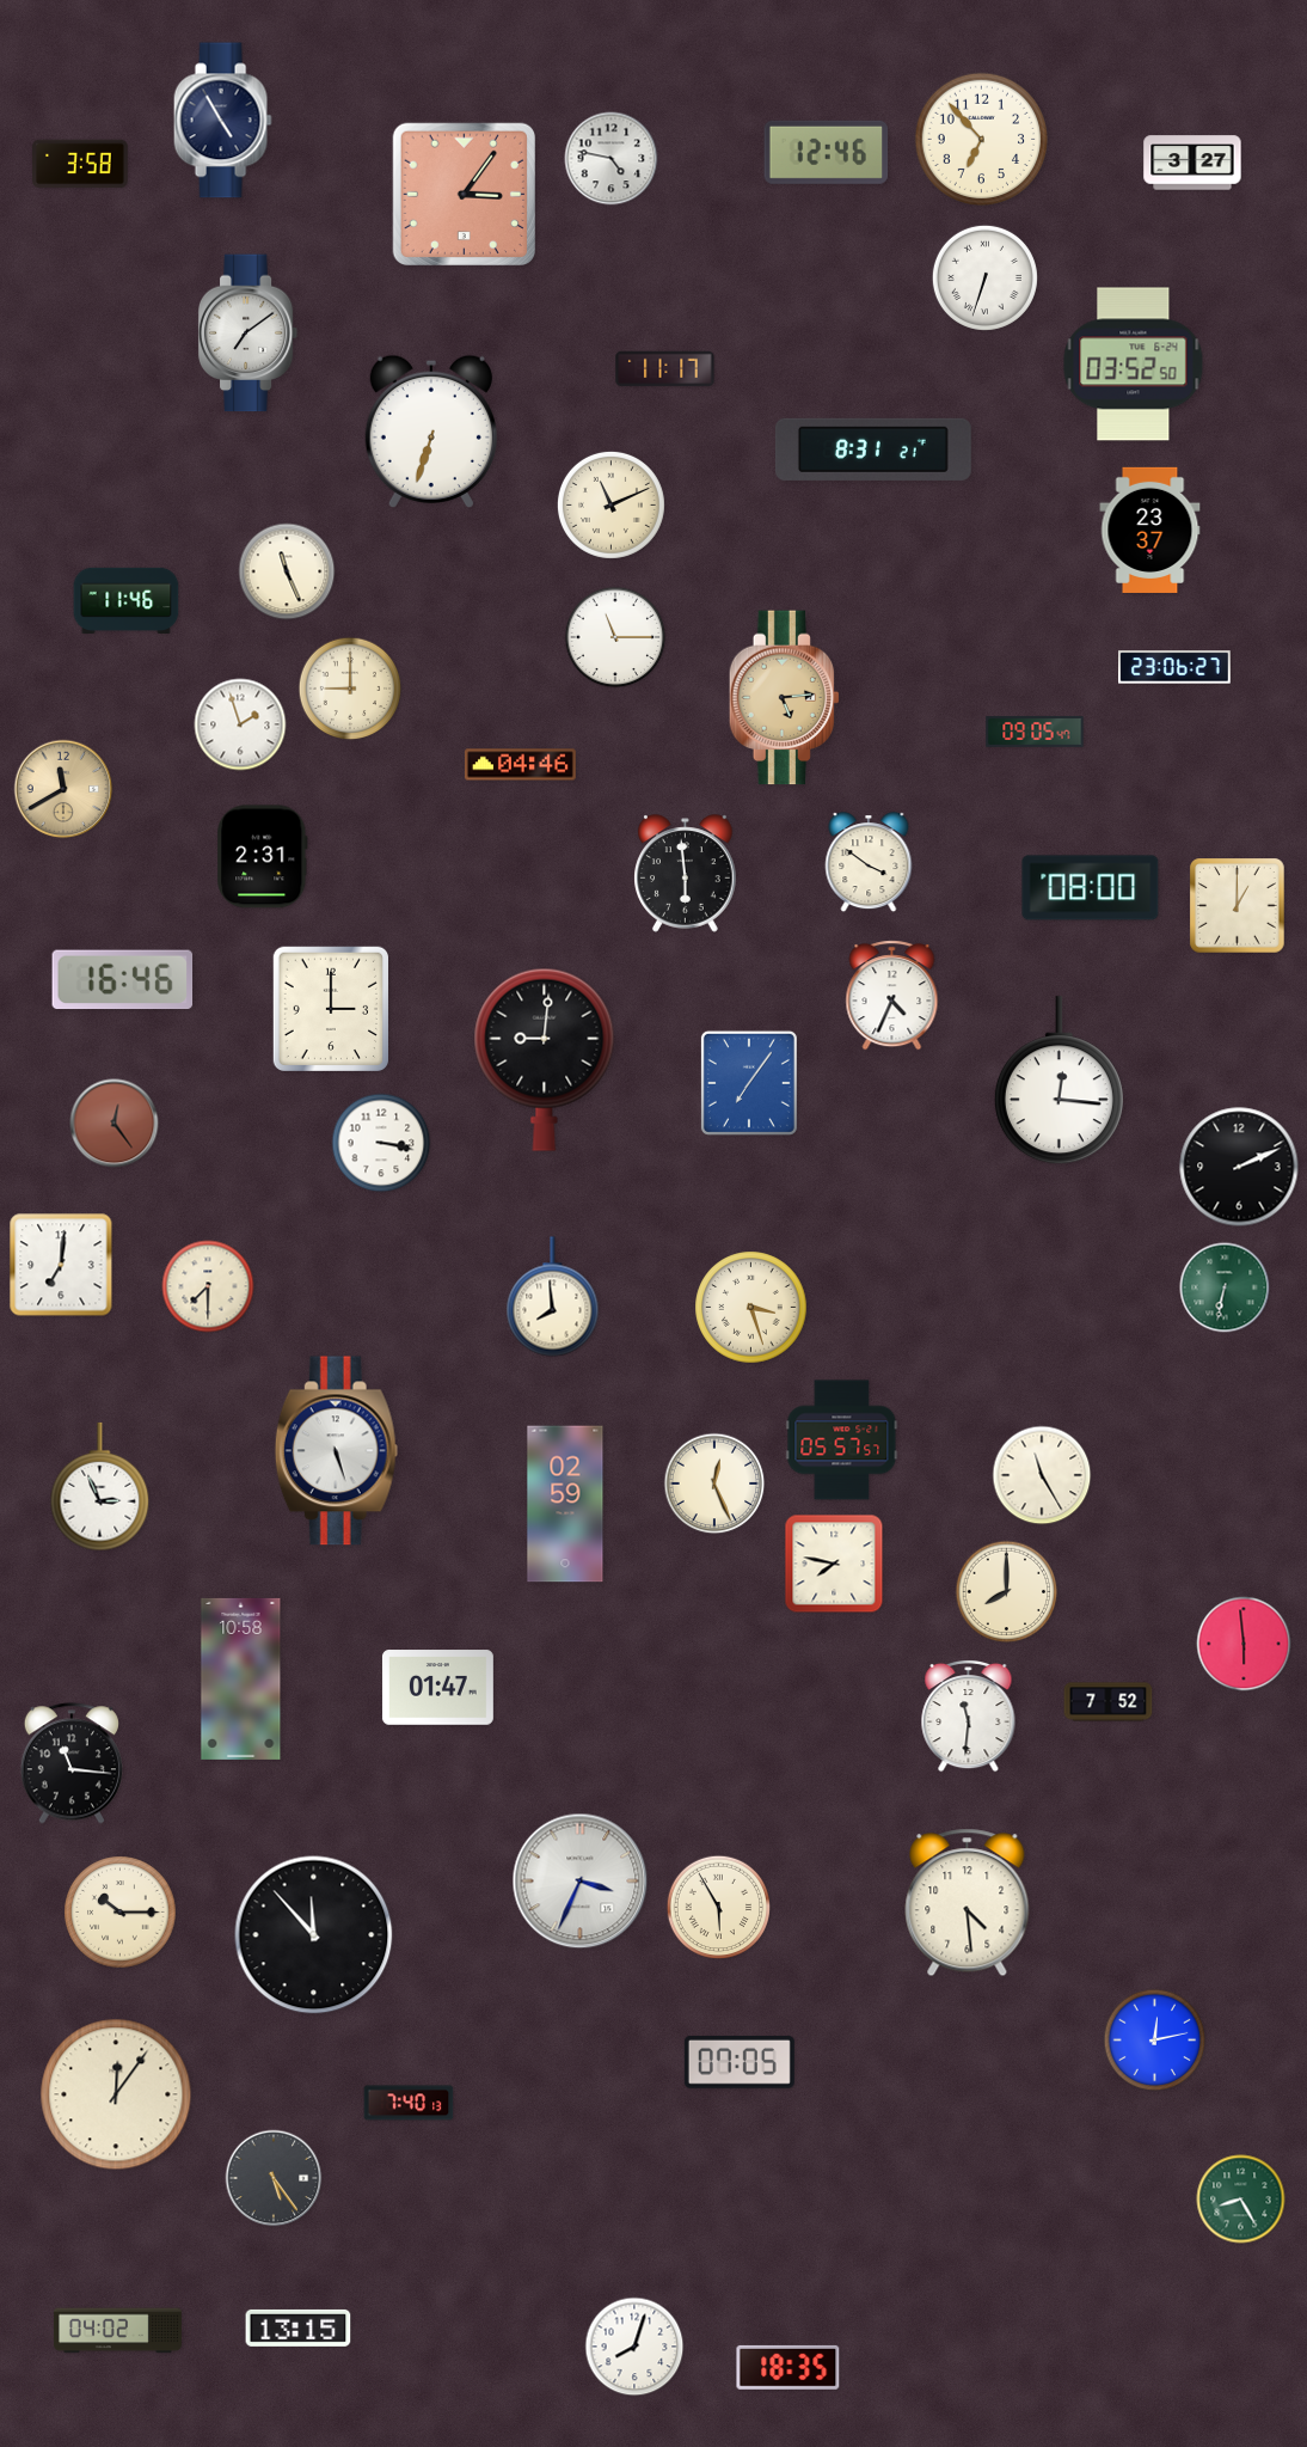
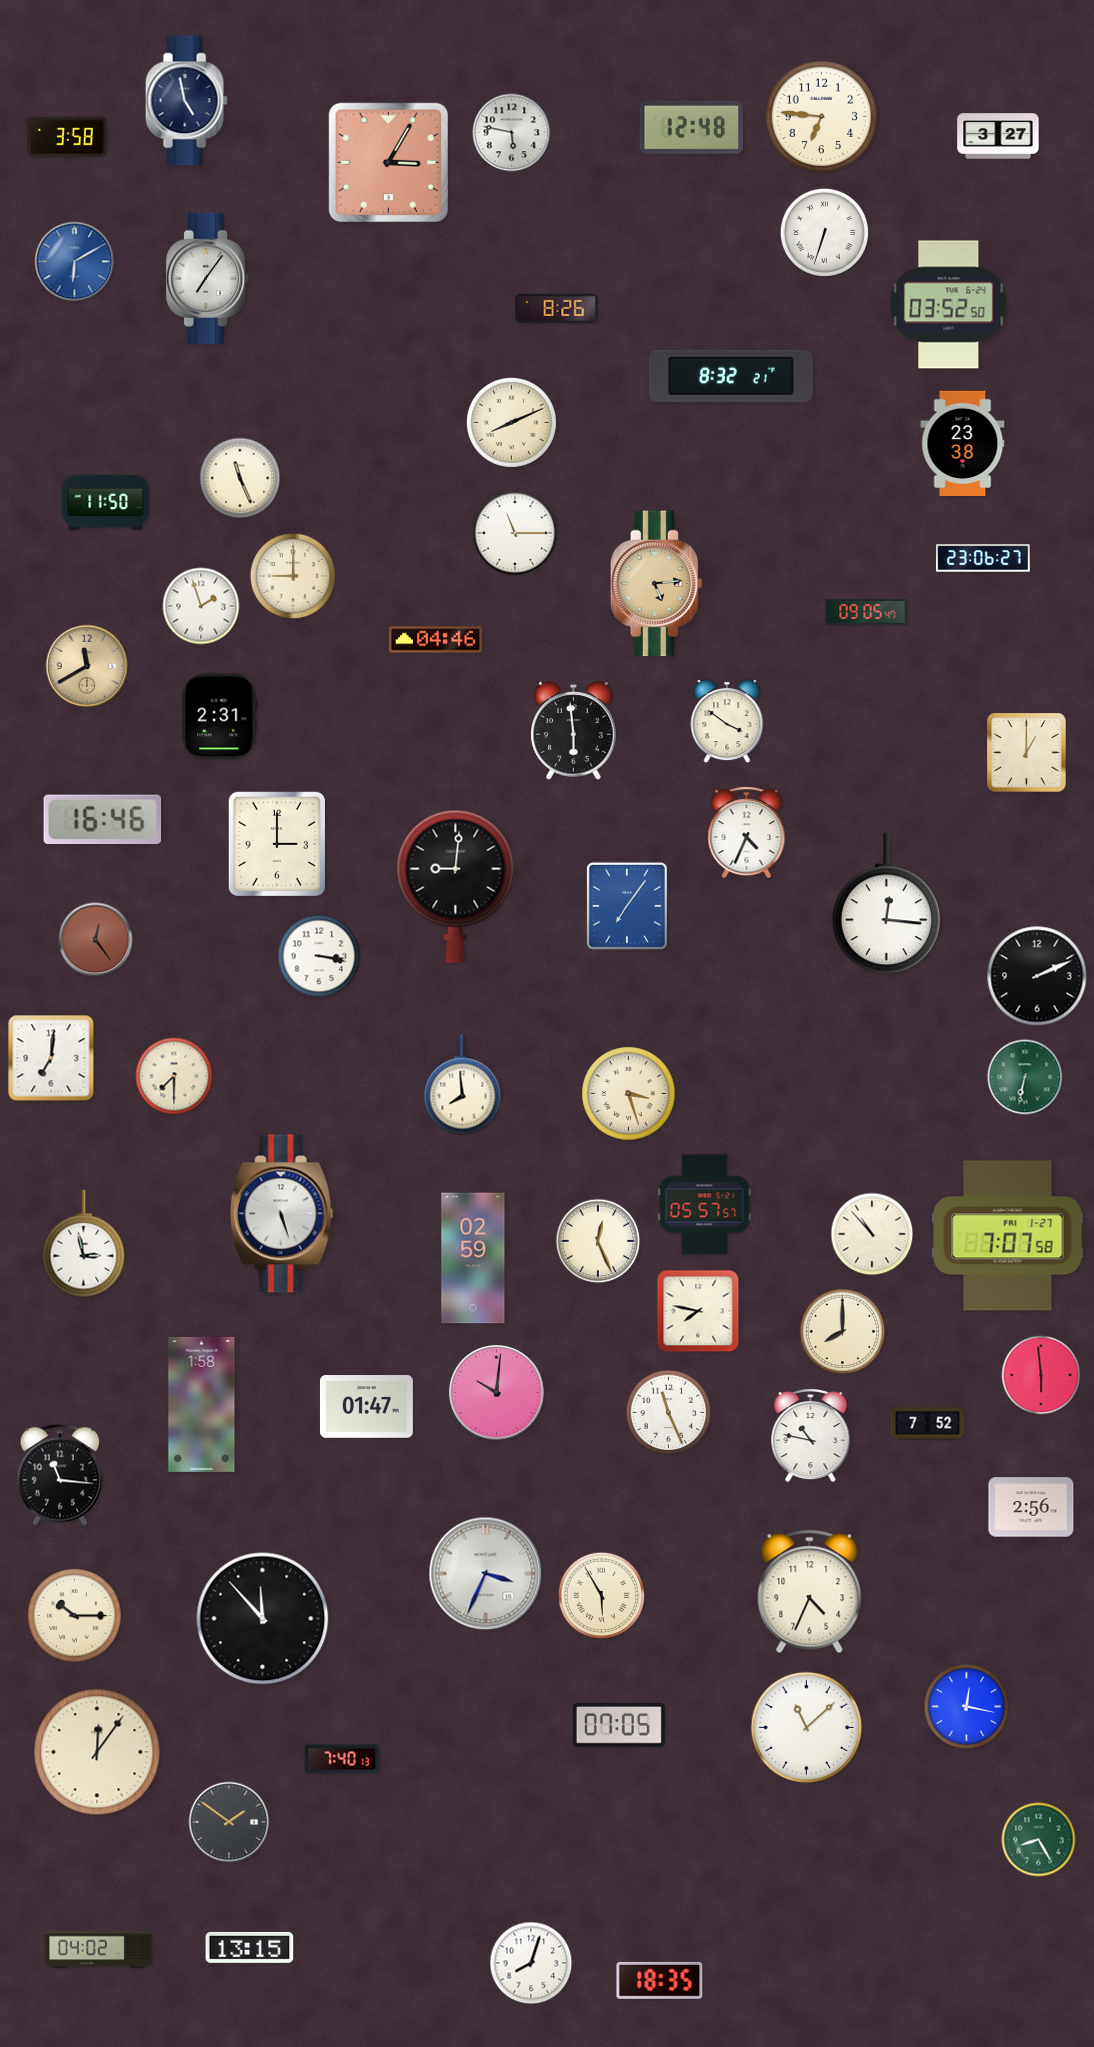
clock at (222, 121): 4:55 -> 4:58
clock at (982, 140): 6:53 -> 6:46
clock at (827, 152): 12:46 -> 12:48
clock at (612, 159): 4:47 -> 5:47
clock at (464, 194): 3:06 -> 3:05
clock at (75, 262): none -> 6:10
clock at (248, 334): 7:09 -> 7:06
clock at (665, 369): 11:17 -> 8:26
clock at (431, 432): 6:33 -> none
clock at (873, 449): 8:31 -> 8:32
clock at (610, 504): 11:11 -> 8:11
clock at (1150, 530): 23:37 -> 23:38
clock at (127, 600): 11:46 -> 11:50
clock at (63, 789) position: (63, 789) -> (87, 666)
clock at (1091, 888): 08:00 -> none
clock at (1238, 906) position: (1238, 906) -> (1027, 753)
clock at (1042, 1475): 11:25 -> 10:53
clock at (1008, 1236): none -> 7:07
clock at (100, 1487): 2:56 -> 2:58
clock at (834, 1564) position: (834, 1564) -> (698, 1311)
clock at (497, 1393): none -> 10:01
clock at (241, 1678): 10:58 -> 1:58
clock at (437, 1688) position: (437, 1688) -> (366, 1407)
clock at (669, 1413): none -> 11:26
clock at (969, 1715): 11:31 -> 10:47
clock at (1031, 1507): none -> 2:56
clock at (968, 1903): 4:29 -> 4:34
clock at (121, 1913) position: (121, 1913) -> (75, 1616)
clock at (1155, 2041): 12:13 -> 12:17
clock at (807, 1728): none -> 11:08
clock at (274, 2178): 5:24 -> 1:51
